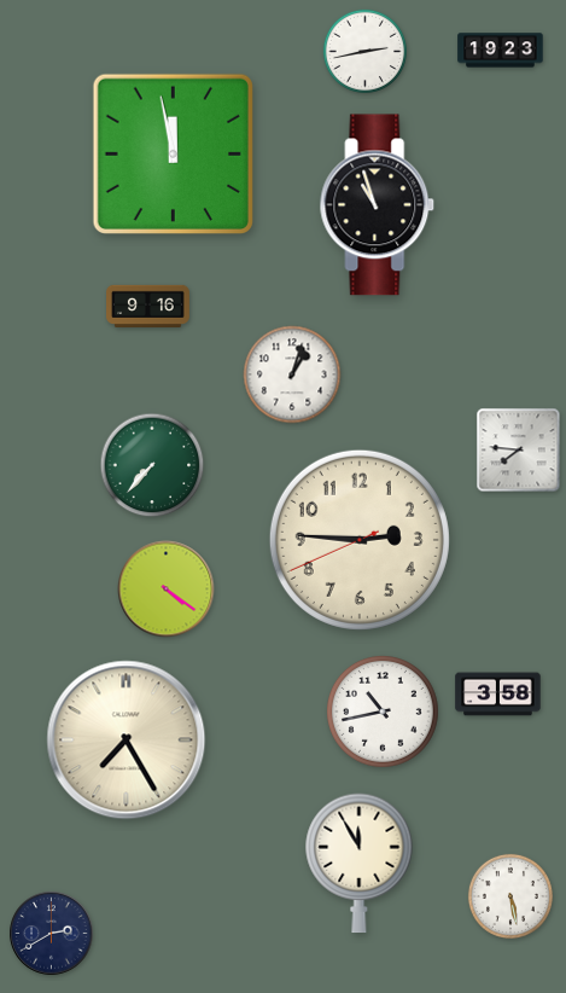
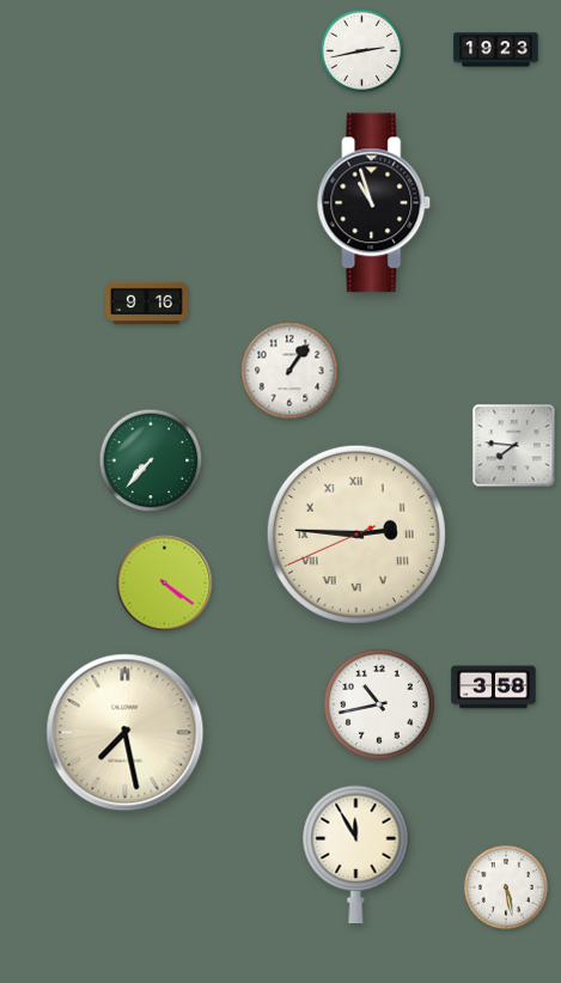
clock at (173, 153): 11:58 -> none
clock at (292, 374): 1:03 -> 1:06
clock at (360, 540) numerals: Arabic -> Roman
clock at (127, 741): 7:25 -> 7:28
clock at (52, 934): 2:40 -> none
